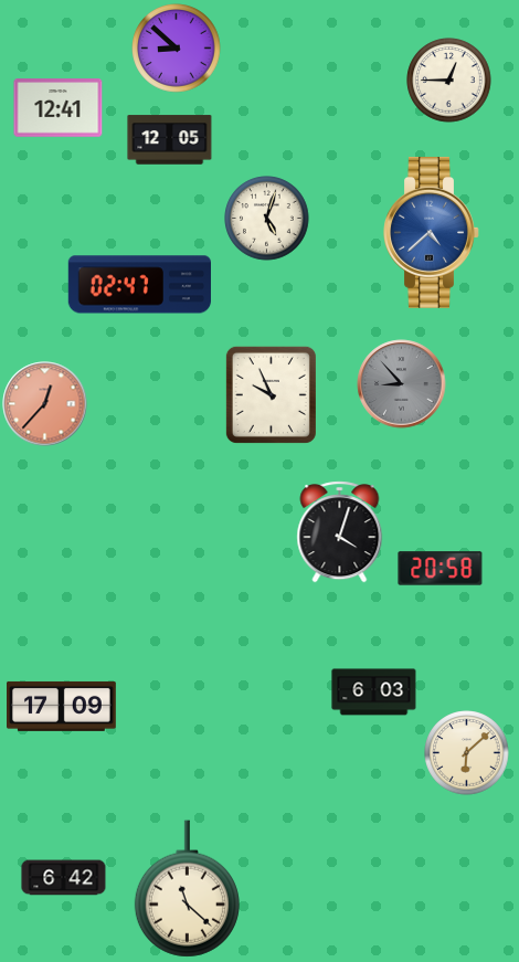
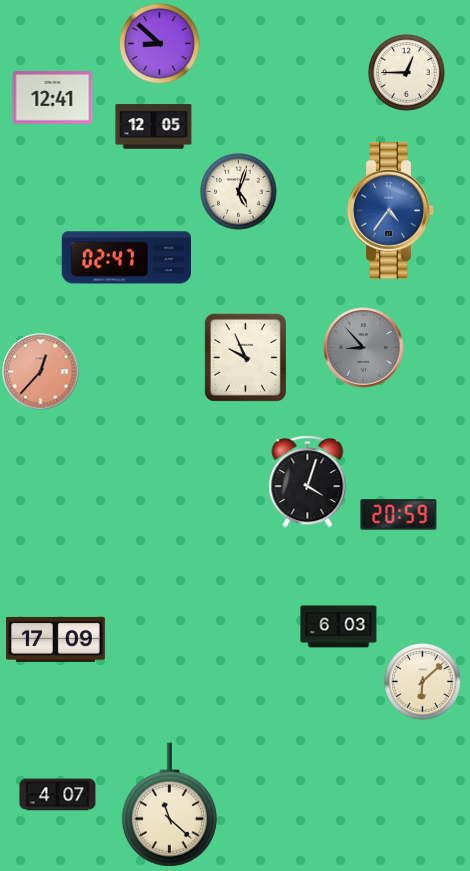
clock at (267, 219) position: (267, 219) -> (239, 192)
clock at (432, 232): 4:38 -> 4:36
clock at (45, 404) position: (45, 404) -> (41, 372)
clock at (441, 569): 20:58 -> 20:59
clock at (64, 878): 6:42 -> 4:07
